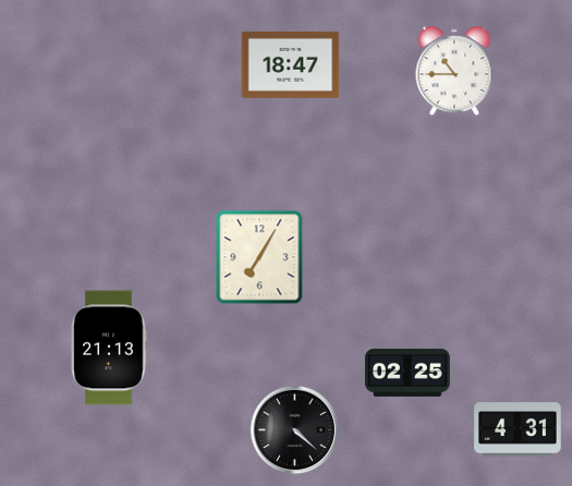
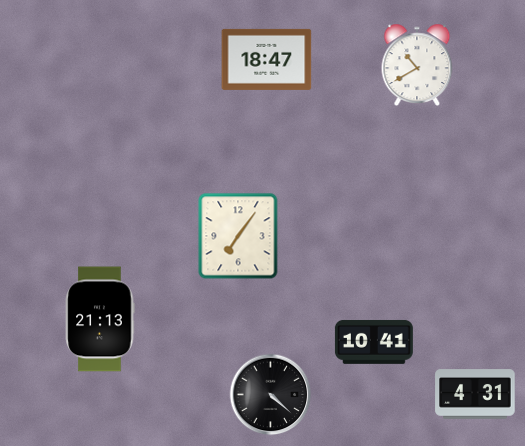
clock at (454, 71): 10:45 -> 10:40
clock at (259, 257): 7:05 -> 7:06
clock at (407, 373): 02:25 -> 10:41
